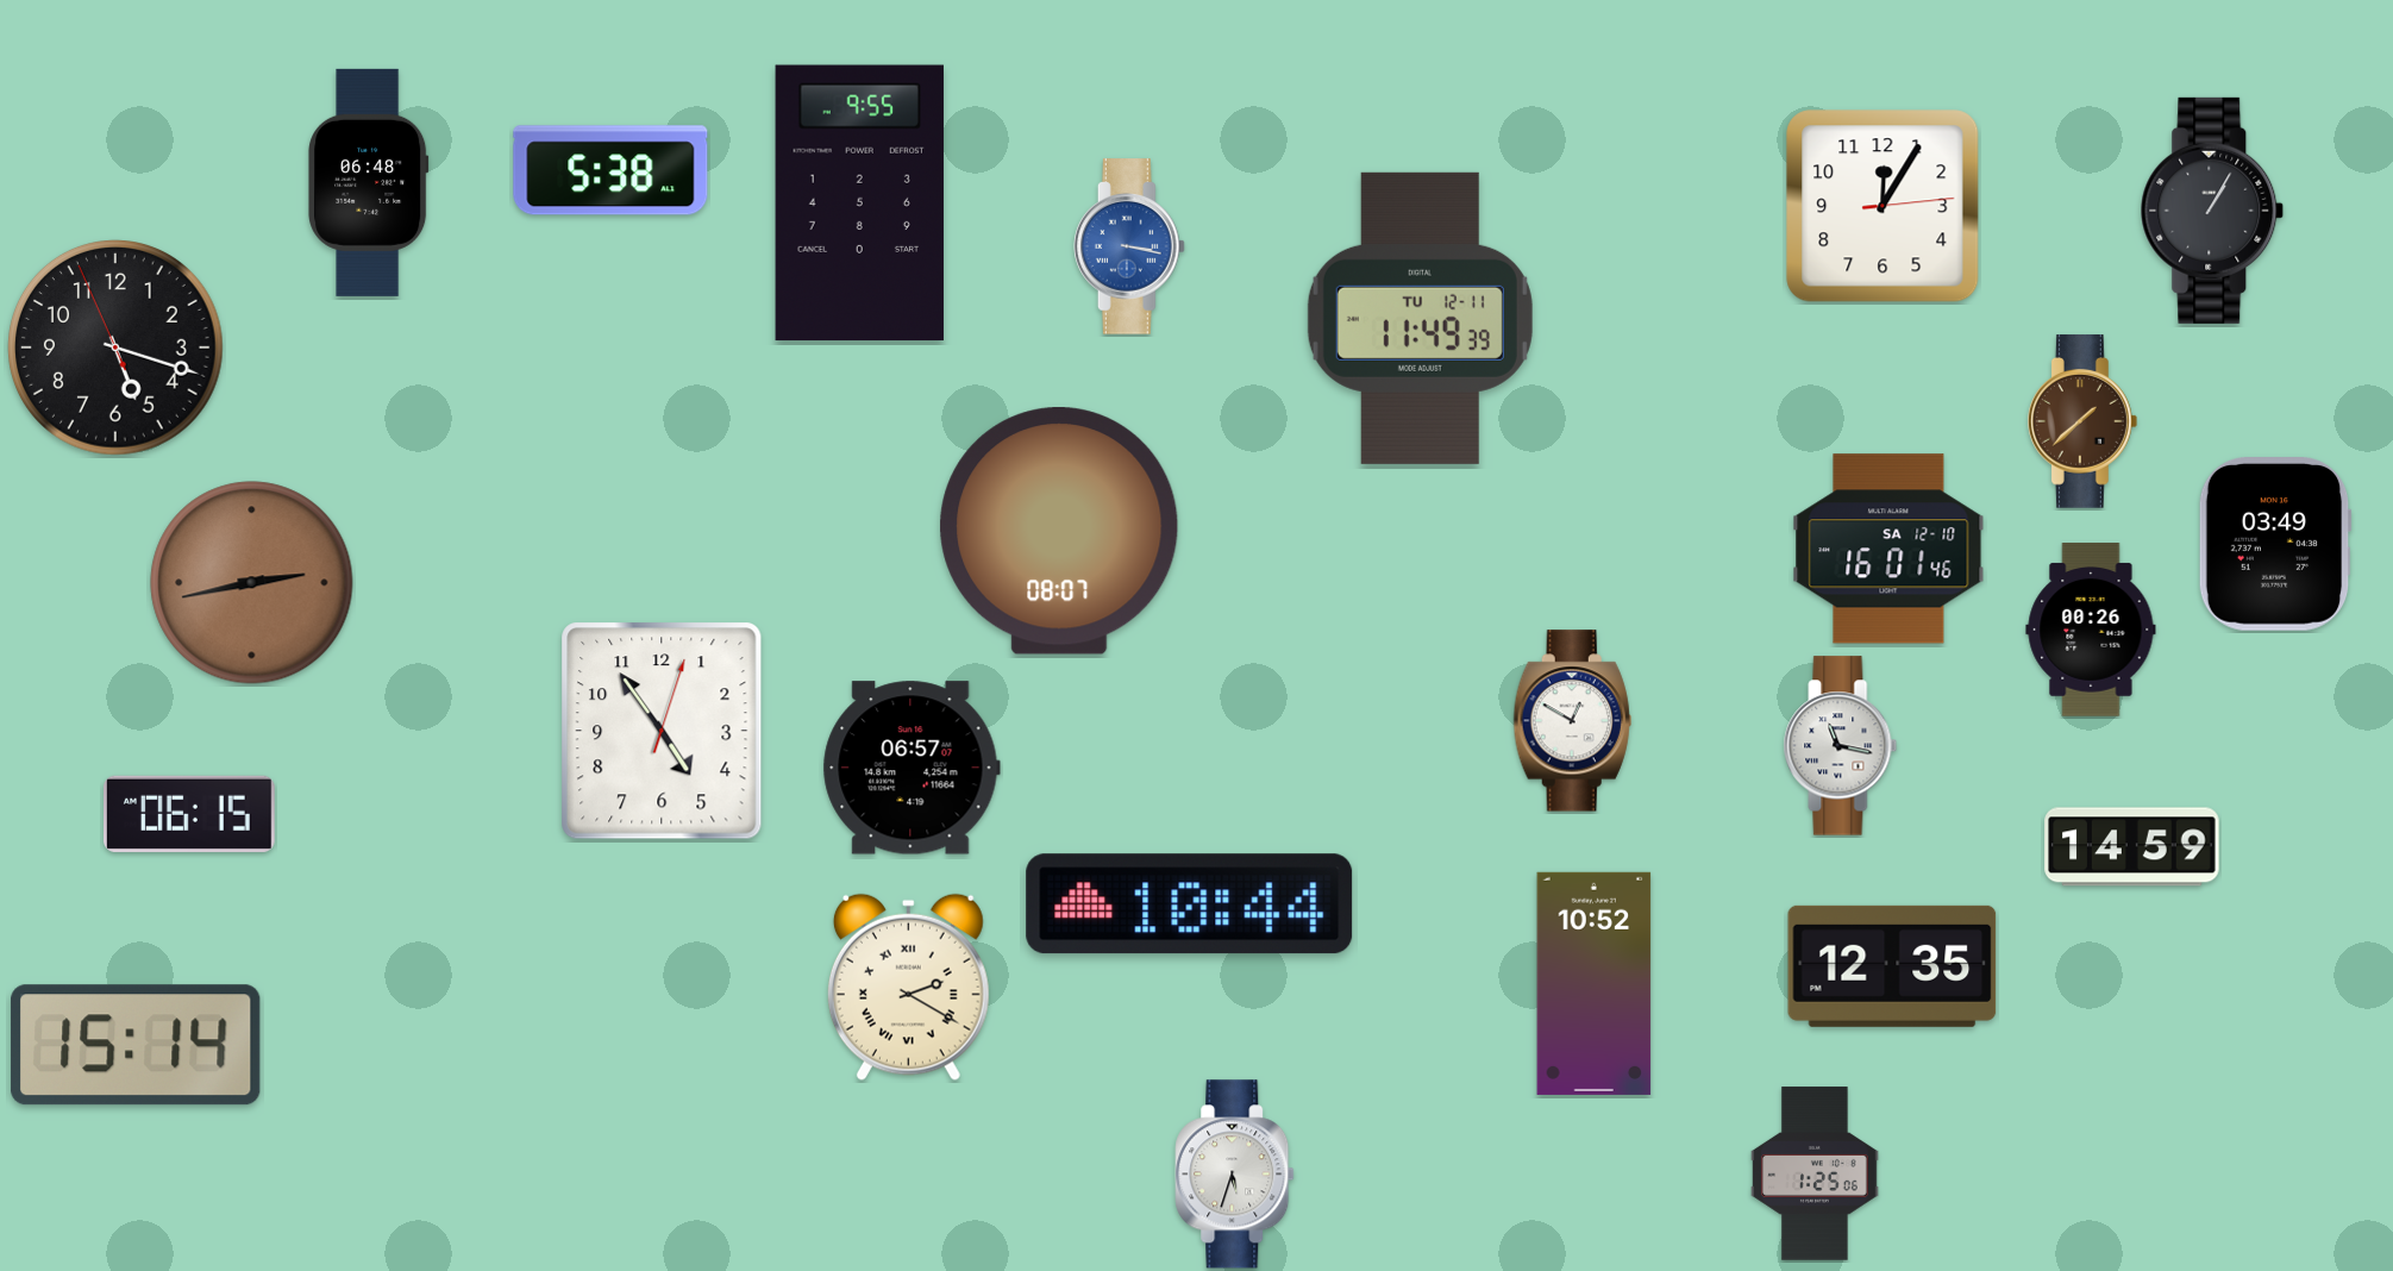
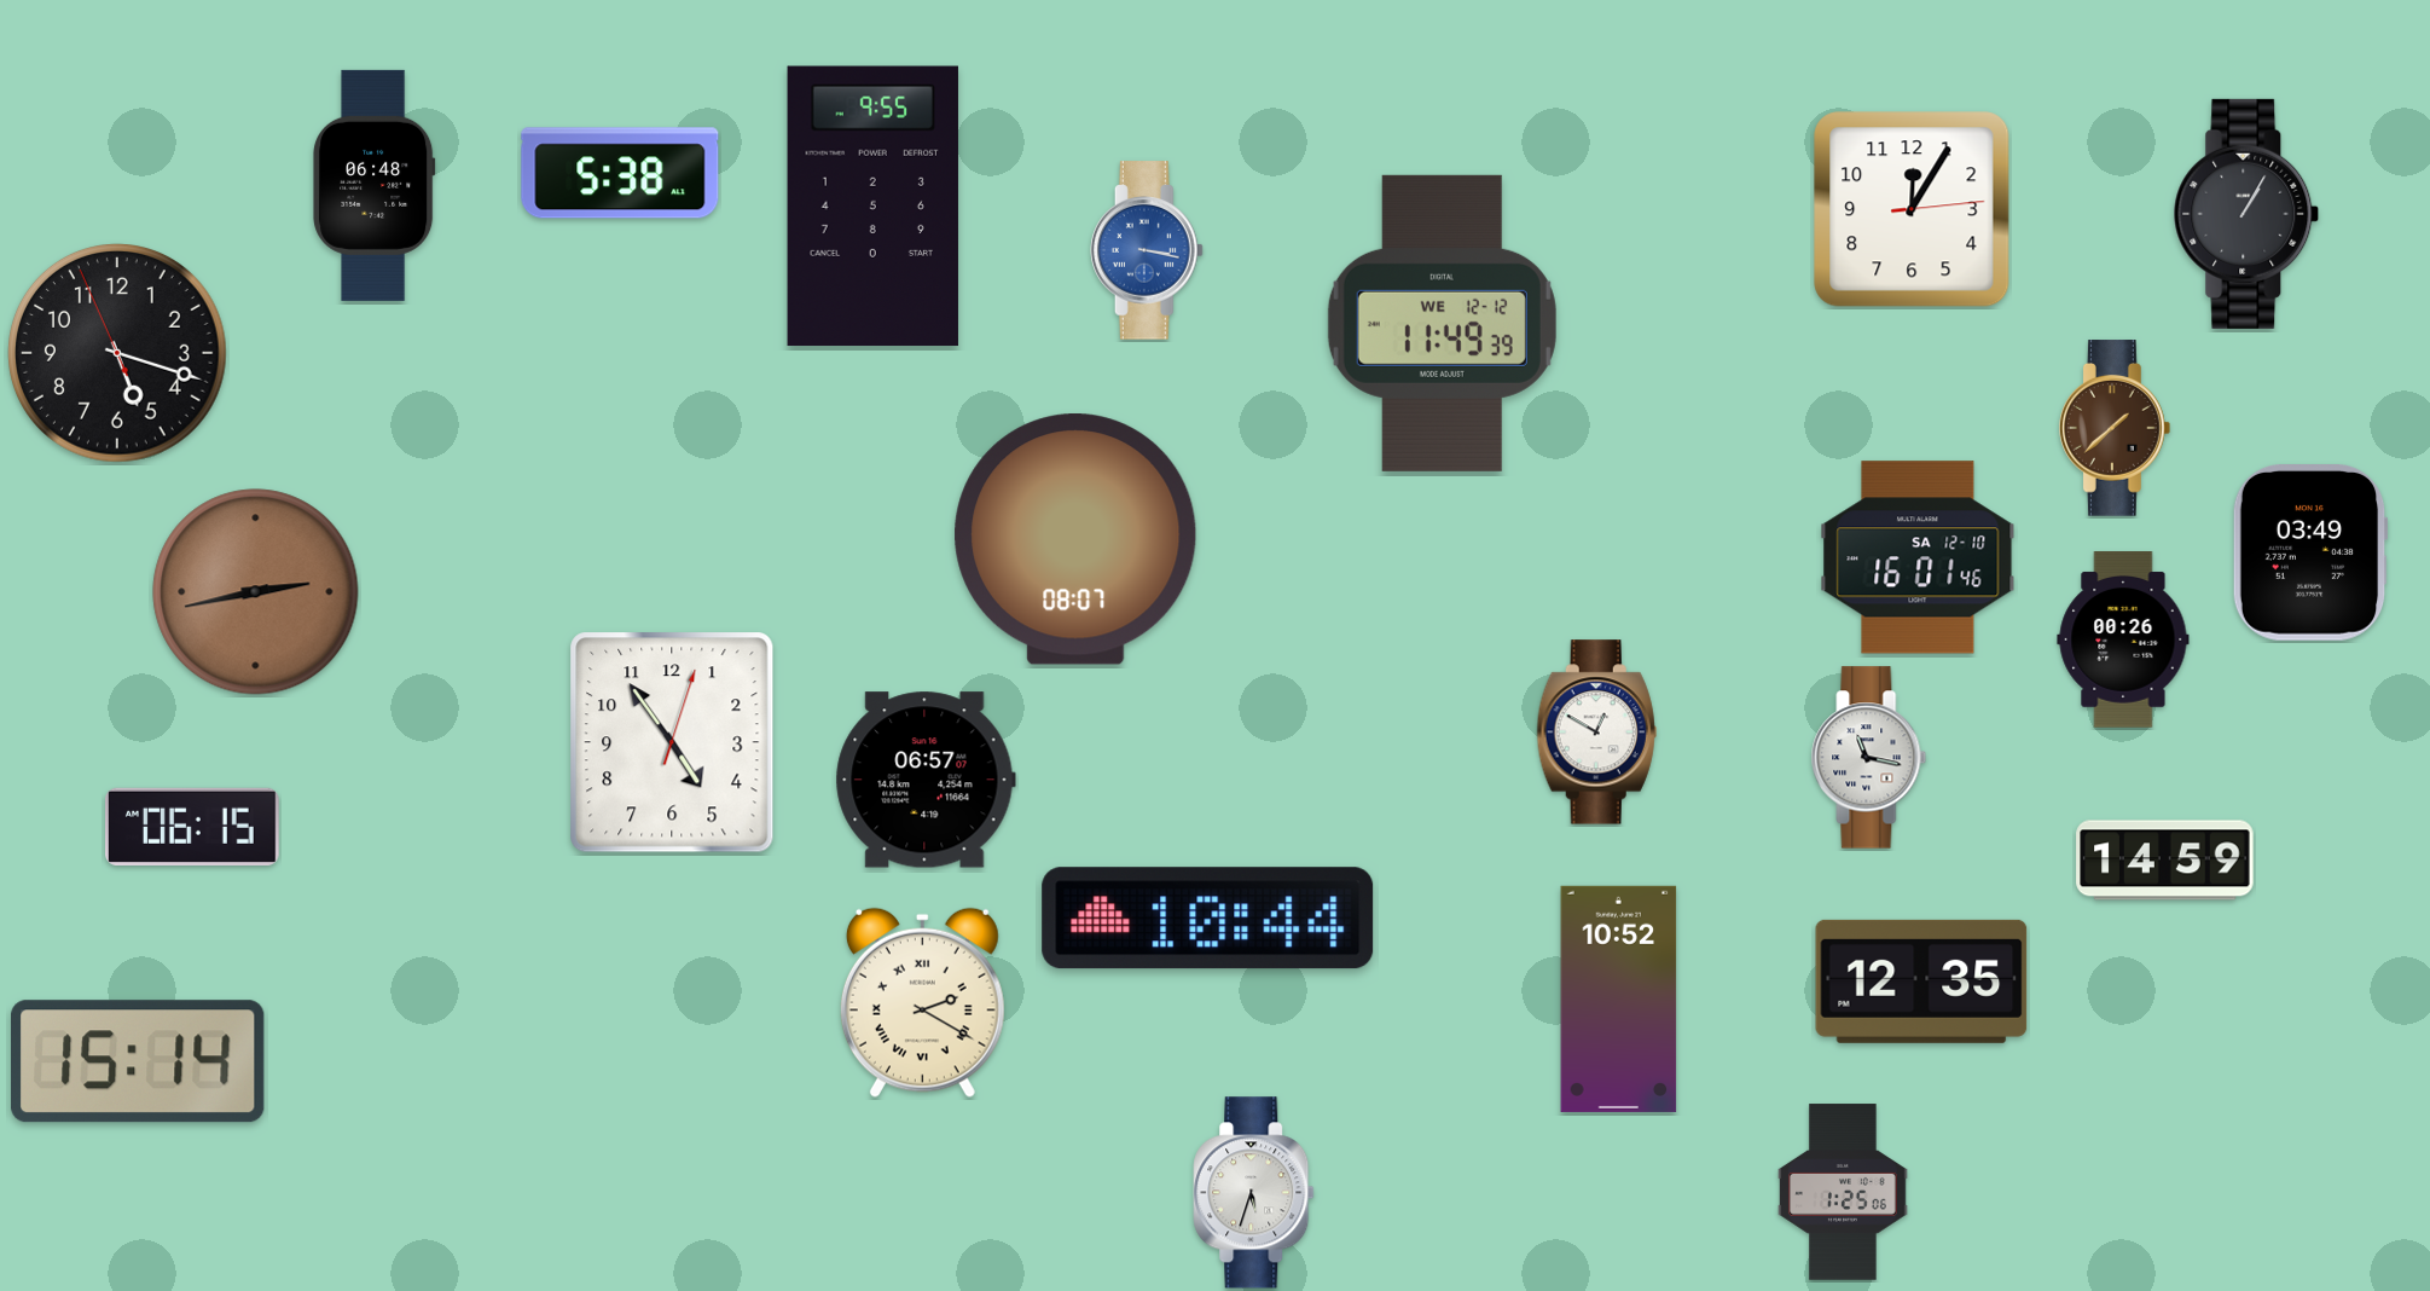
clock at (1420, 318) date: TU 12-11 -> WE 12-12
